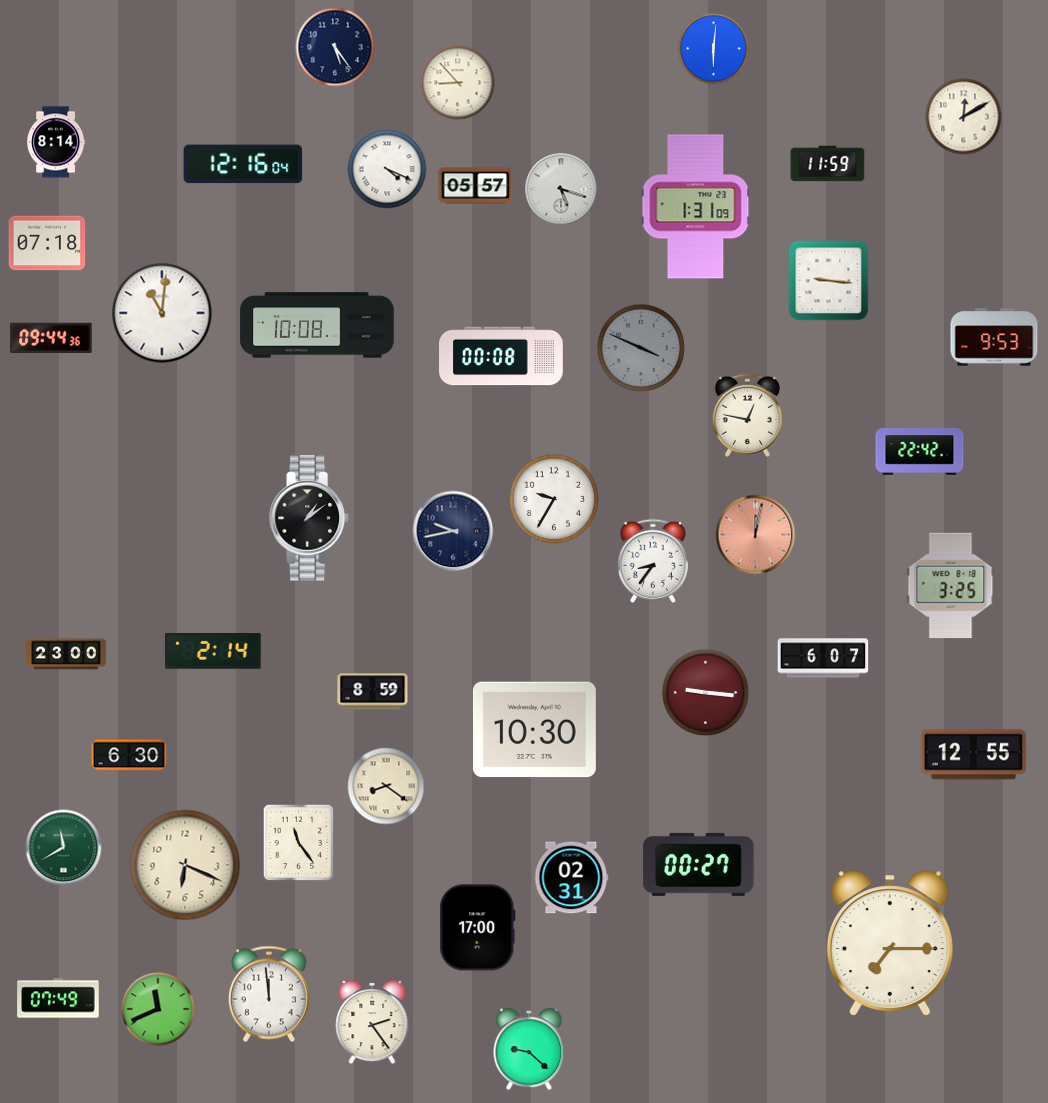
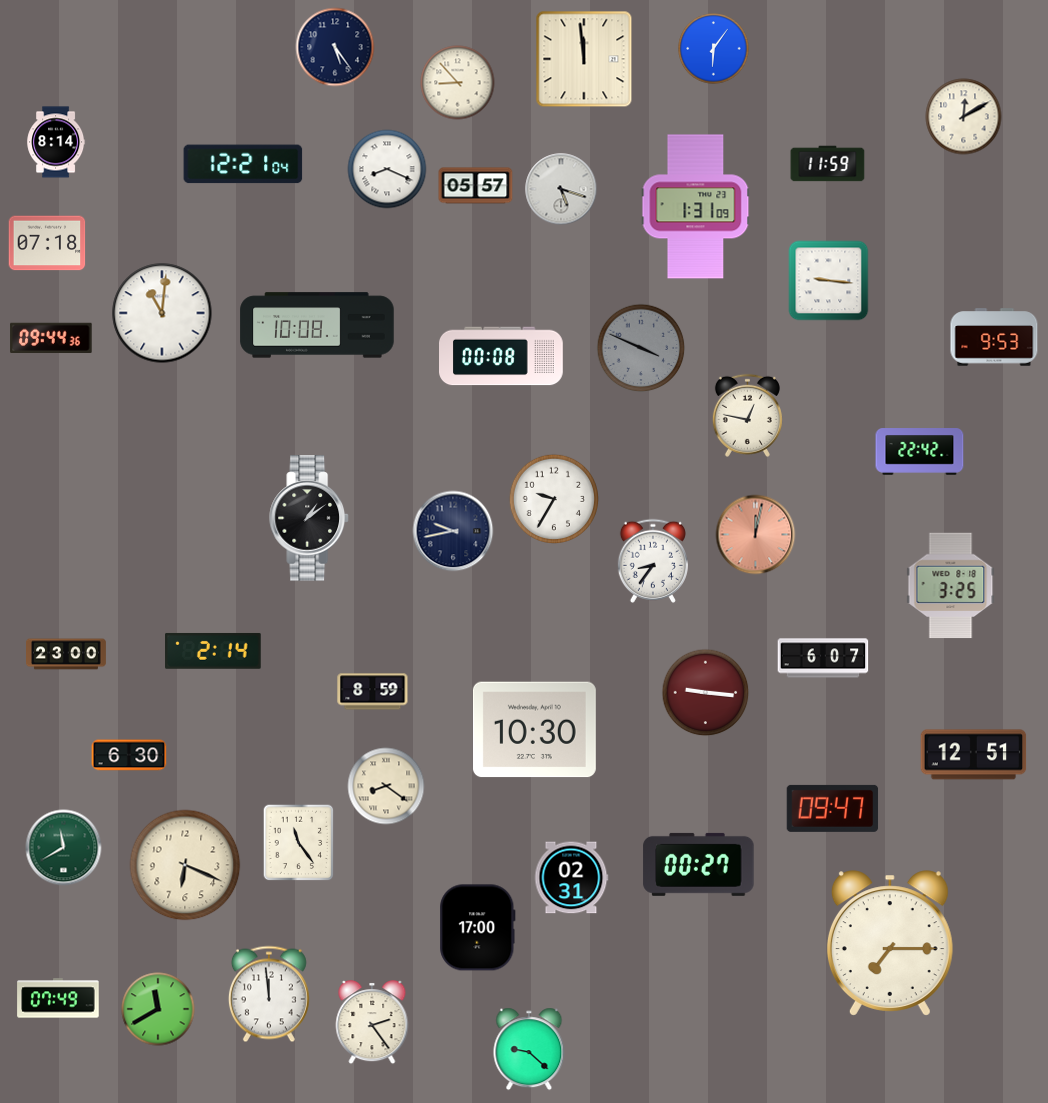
clock at (714, 49): 6:01 -> 6:06
clock at (584, 59): none -> 11:59
clock at (243, 164): 12:16 -> 12:21
clock at (387, 169): 4:19 -> 8:19
clock at (974, 755): 12:55 -> 12:51
clock at (833, 808): none -> 09:47
clock at (158, 1009): 11:41 -> 11:40
